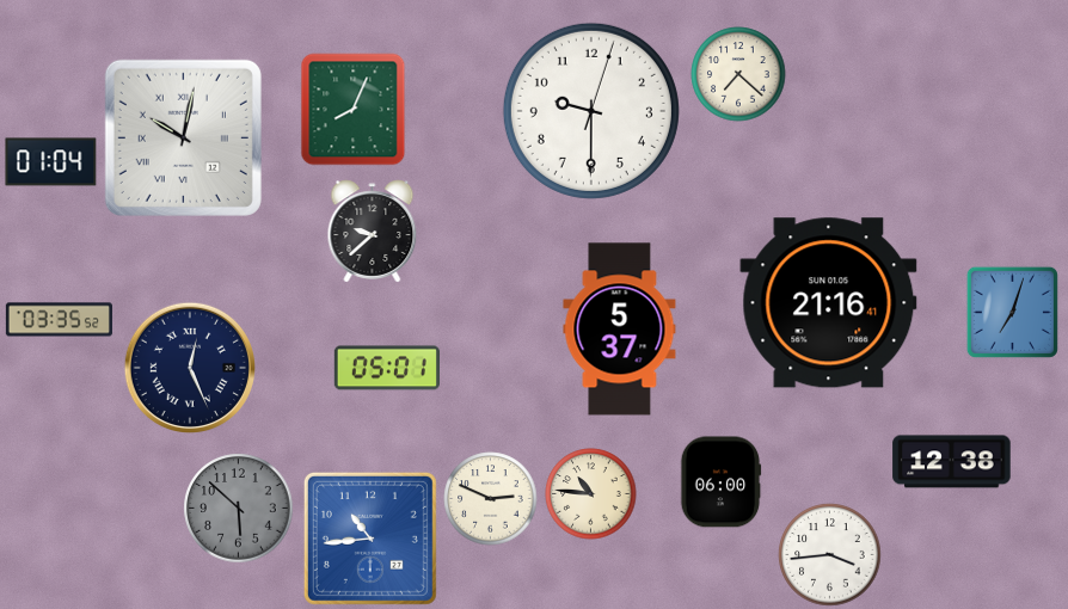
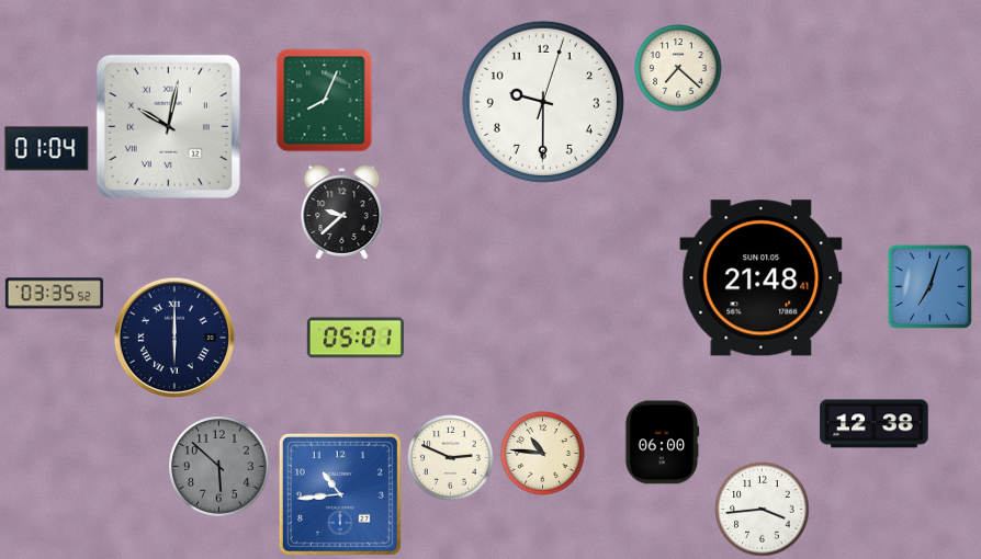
clock at (829, 303): 21:16 -> 21:48
clock at (620, 330): 5:37 -> none
clock at (189, 367): 12:26 -> 6:00
